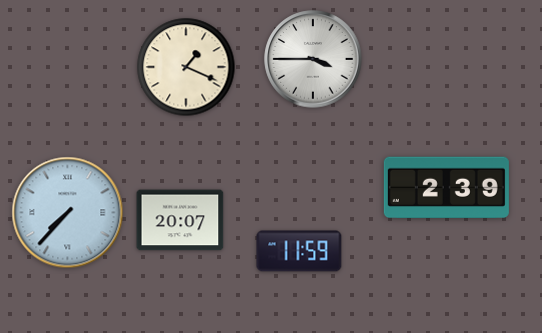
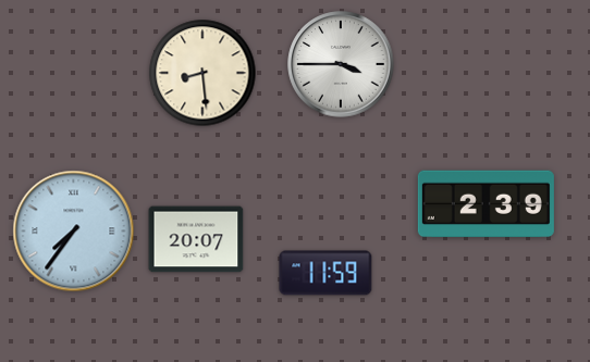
clock at (186, 67): 1:19 -> 8:29
clock at (68, 213): 7:37 -> 7:36
